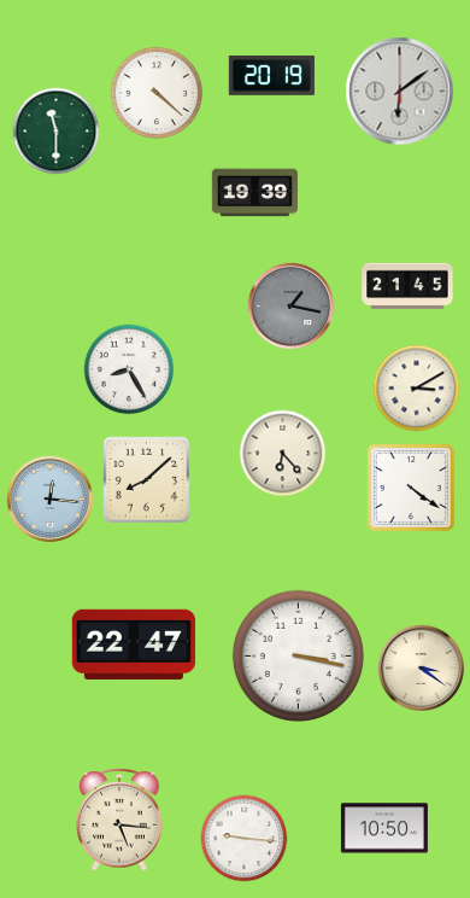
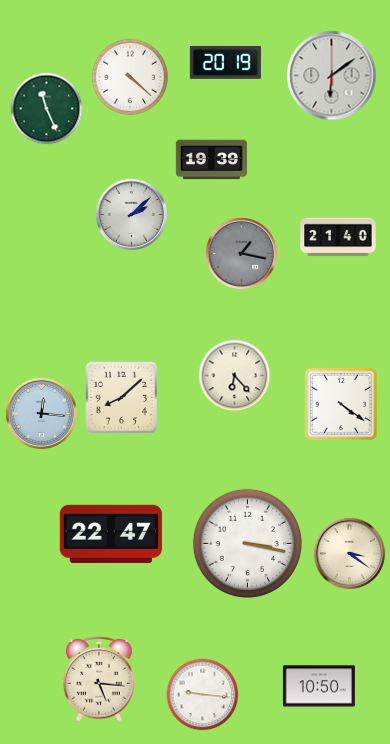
clock at (57, 132): 11:30 -> 11:26
clock at (131, 214): none -> 2:08
clock at (407, 286): 21:45 -> 21:40
clock at (129, 369): 8:25 -> none
clock at (417, 389): 3:10 -> none
